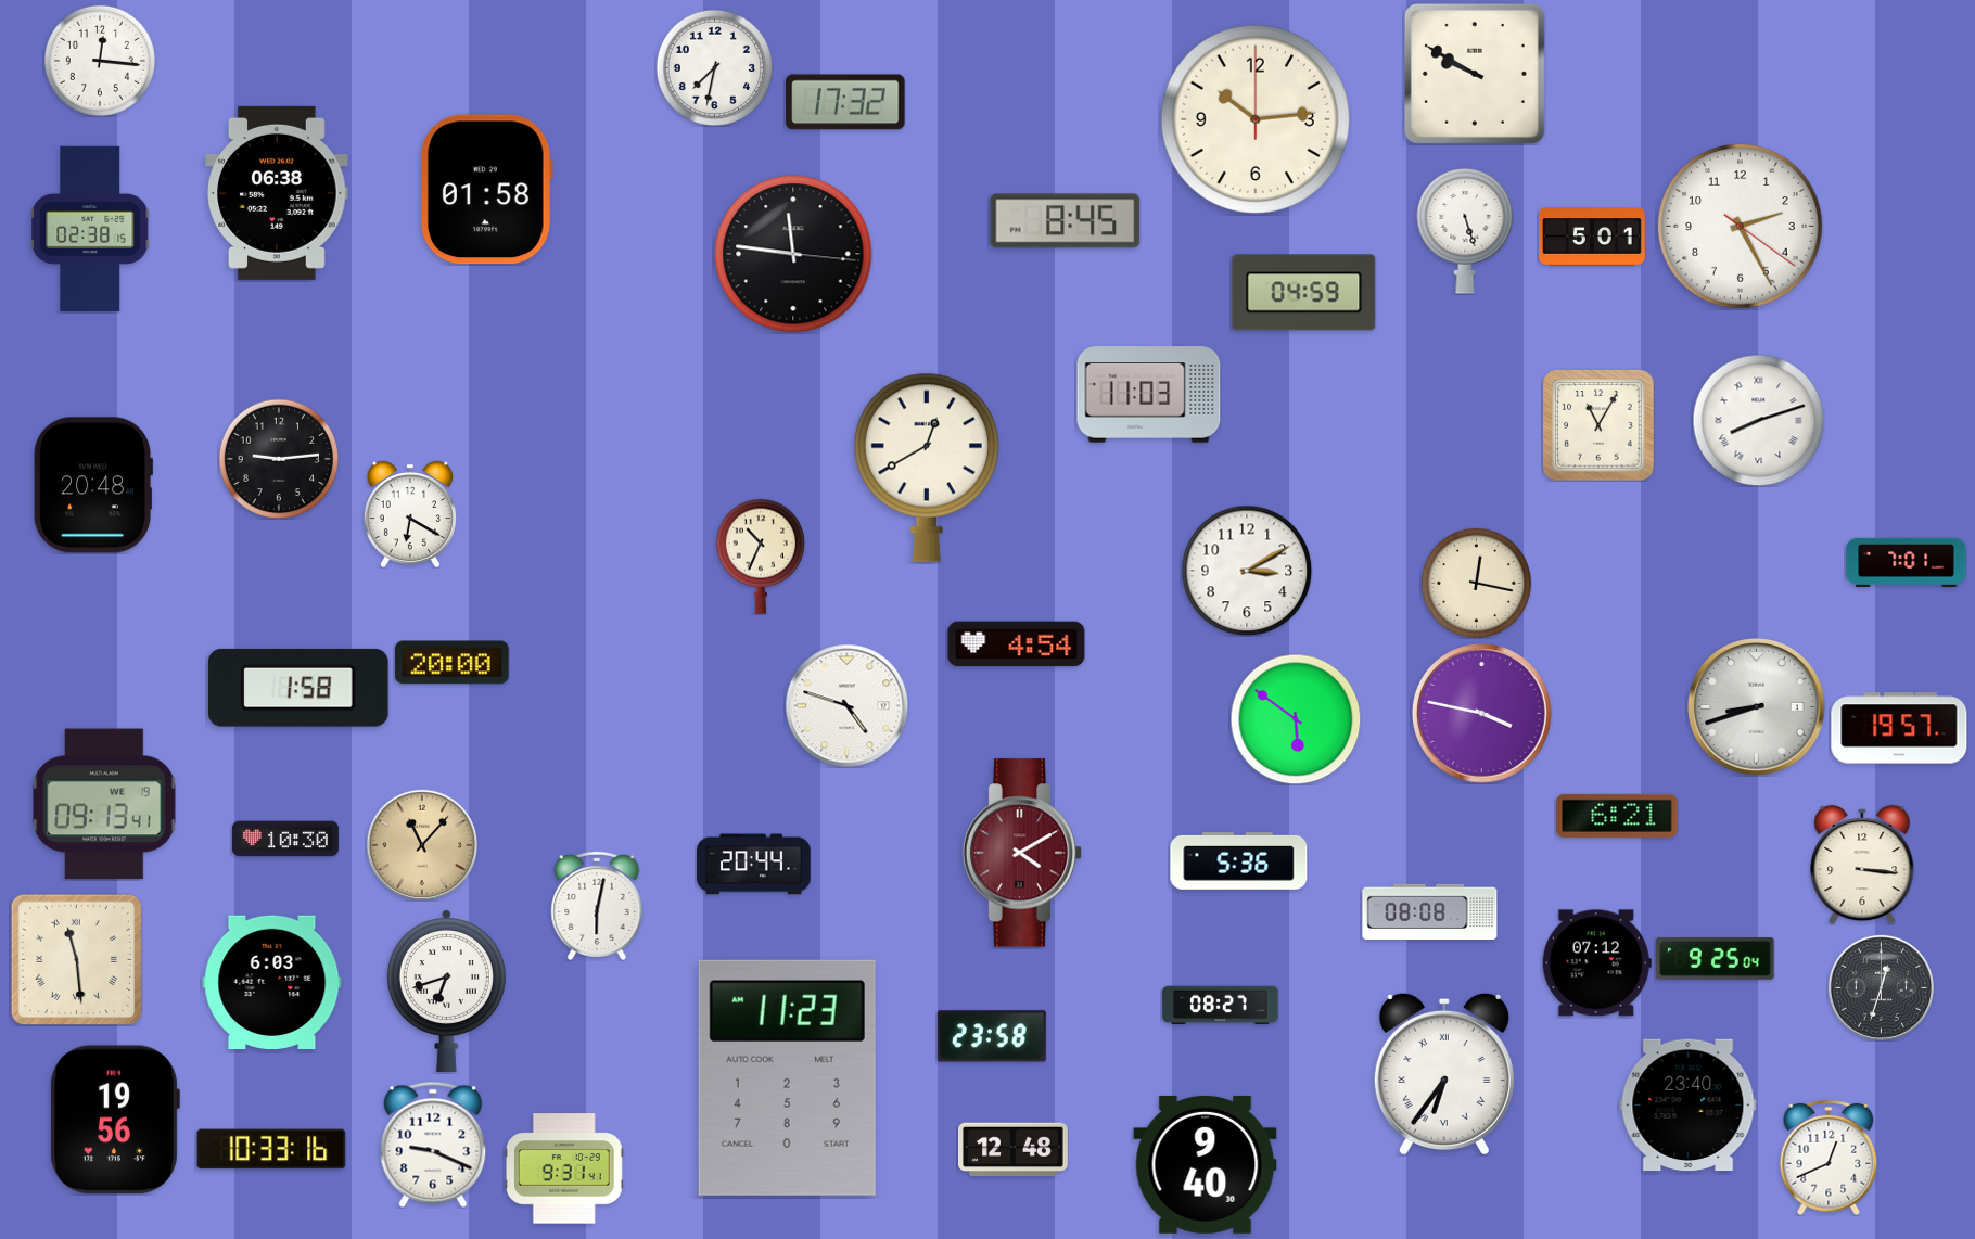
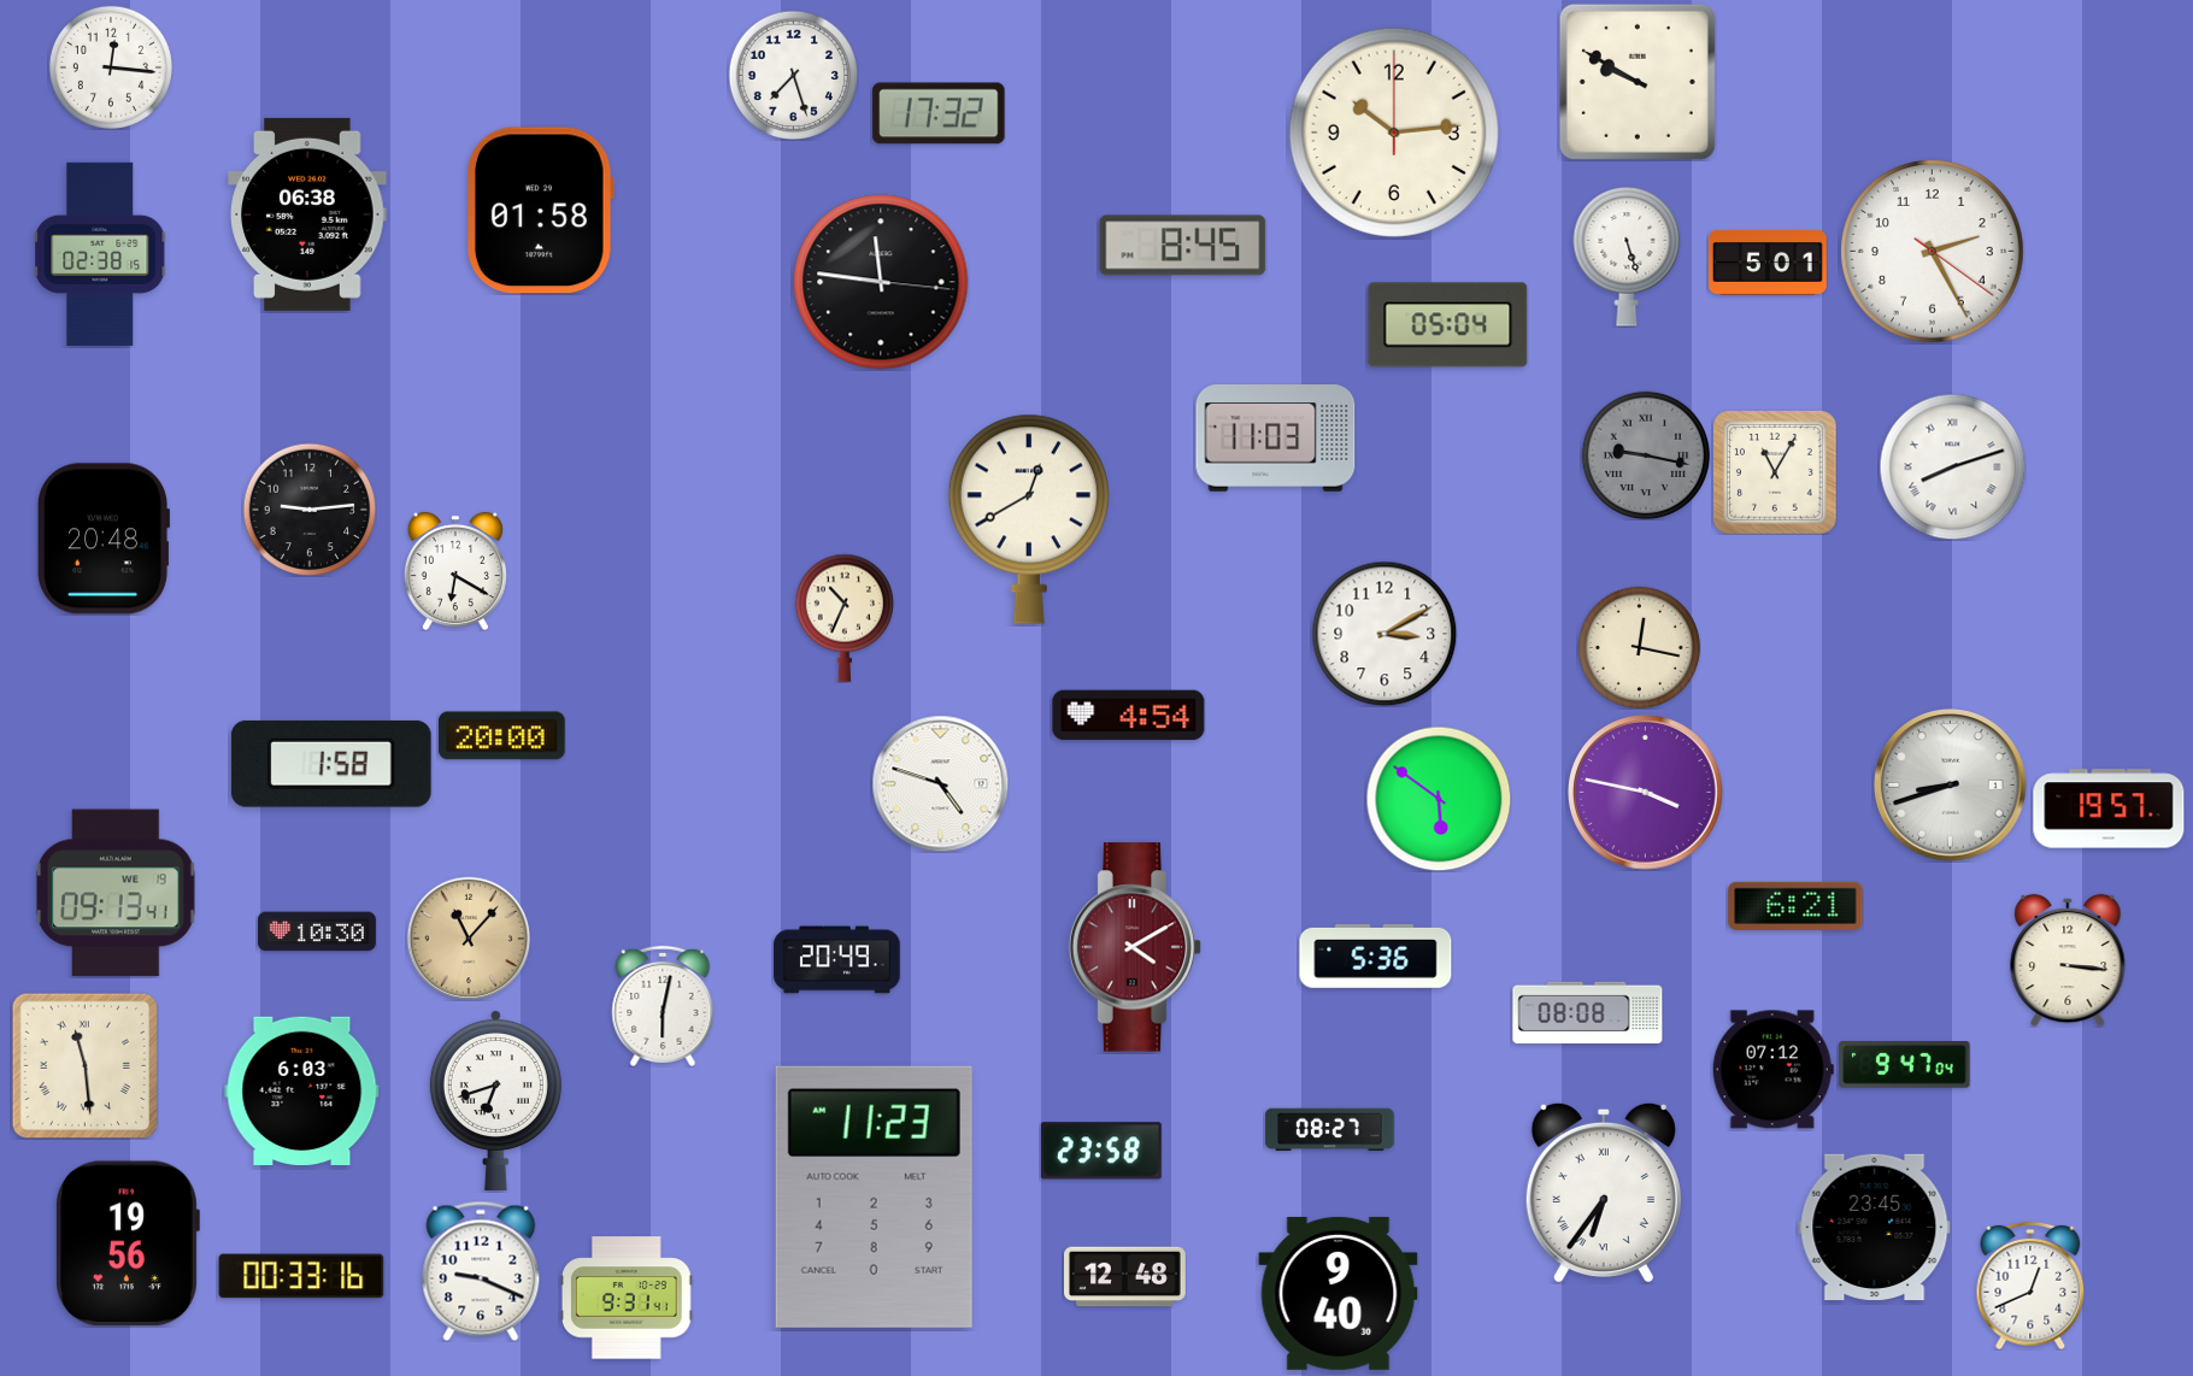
clock at (714, 67): 7:32 -> 7:27
clock at (1304, 293): 04:59 -> 05:04
clock at (1645, 454): none -> 9:17
clock at (1907, 562): 7:01 -> none
clock at (754, 865): 20:44 -> 20:49
clock at (1716, 959): 9:25 -> 9:47
clock at (1881, 987): 12:33 -> none
clock at (1221, 1006) position: (1221, 1006) -> (1330, 1130)
clock at (1689, 1104): 23:40 -> 23:45
clock at (271, 1149): 10:33 -> 00:33
